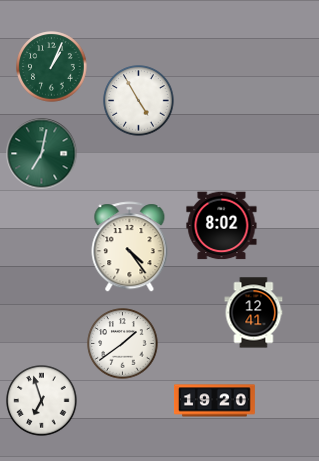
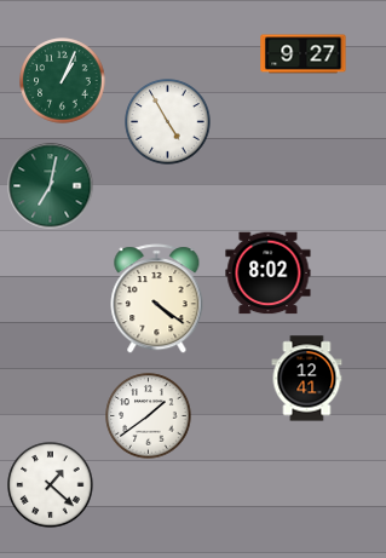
clock at (304, 54): none -> 9:27
clock at (130, 247): 4:24 -> 4:21
clock at (42, 401): 6:57 -> 1:22
clock at (215, 401): 19:20 -> none
